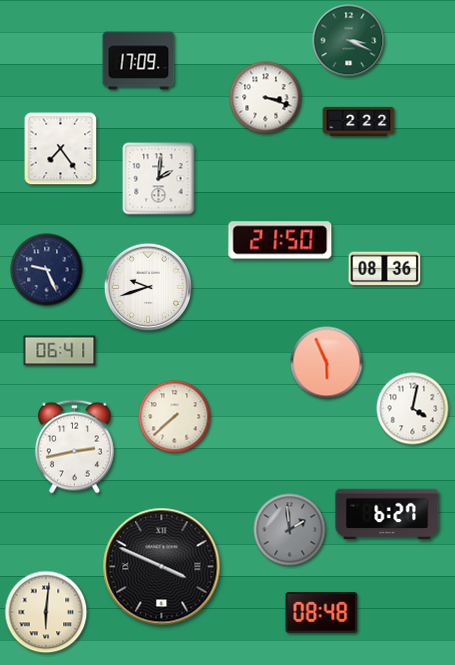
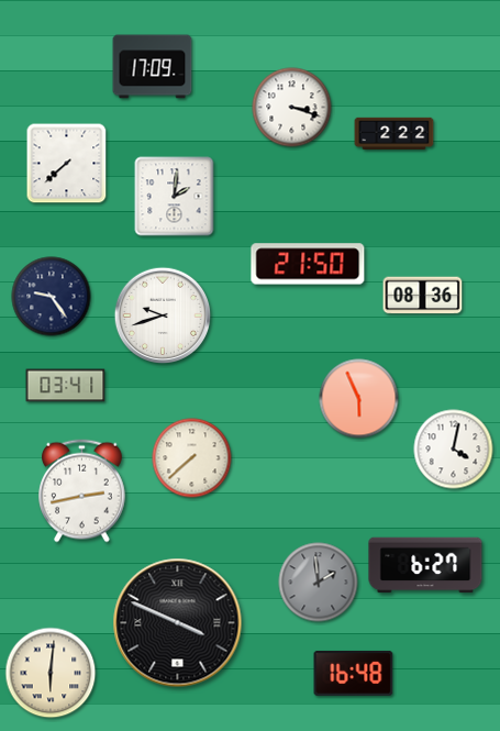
clock at (349, 41): 3:19 -> none
clock at (61, 149): 7:24 -> 7:38
clock at (47, 270): 9:26 -> 9:24
clock at (60, 351): 06:41 -> 03:41
clock at (322, 612): 08:48 -> 16:48
